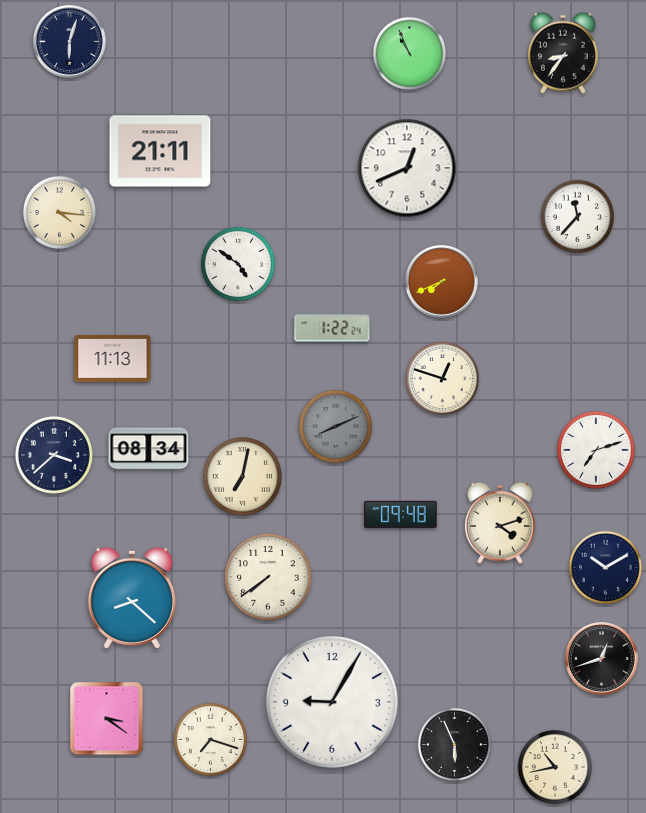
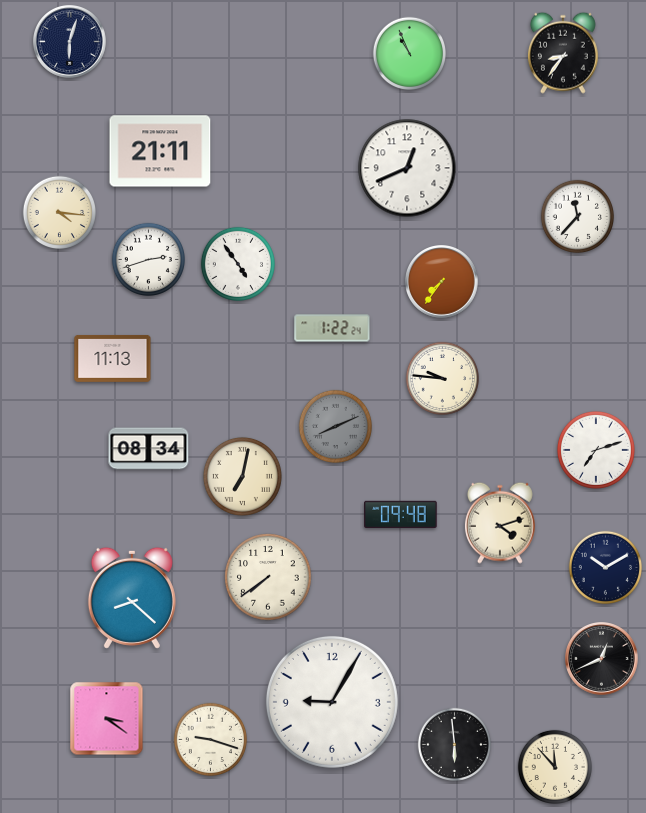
clock at (148, 259): none -> 2:42
clock at (237, 263): 4:51 -> 4:54
clock at (442, 282): 7:41 -> 7:36
clock at (442, 378): 12:48 -> 9:46
clock at (54, 455): 3:38 -> none
clock at (602, 659): 12:42 -> 12:41
clock at (210, 739): 7:18 -> 9:18
clock at (454, 744): 5:56 -> 5:59
clock at (554, 766): 10:43 -> 11:53
